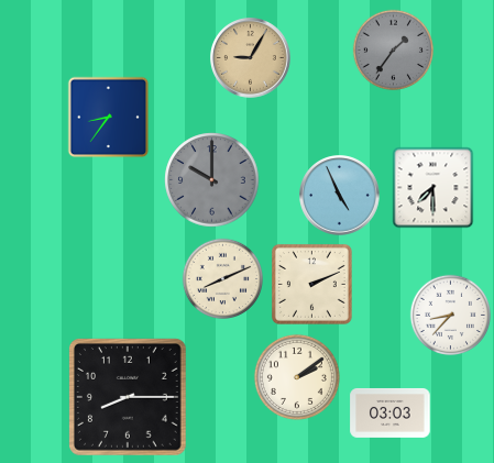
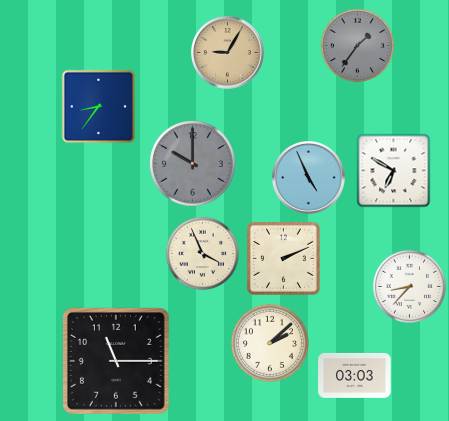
clock at (433, 188): 7:30 -> 6:50
clock at (222, 278): 8:11 -> 3:56
clock at (297, 377): 2:09 -> 2:08
clock at (129, 398): 8:15 -> 11:15
